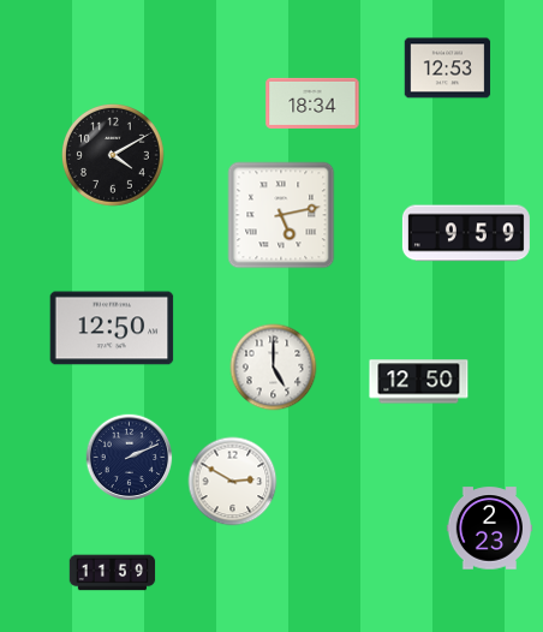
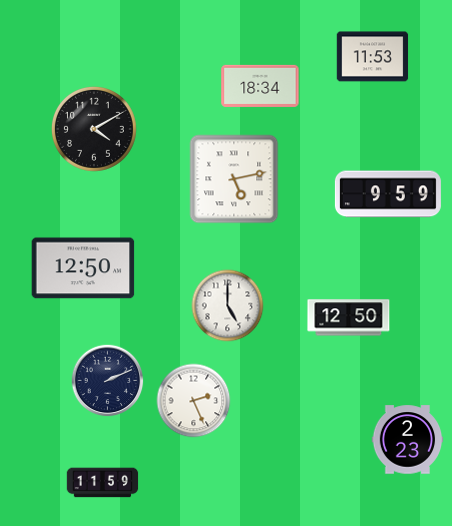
clock at (448, 68): 12:53 -> 11:53
clock at (112, 328) position: (112, 328) -> (83, 268)
clock at (233, 482): 2:50 -> 2:26
clock at (113, 573) position: (113, 573) -> (103, 483)
